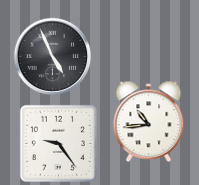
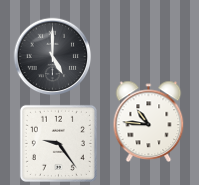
clock at (52, 56): 4:56 -> 5:00
clock at (149, 121): 10:44 -> 10:46
